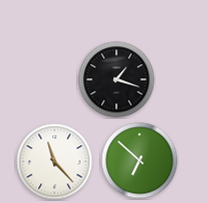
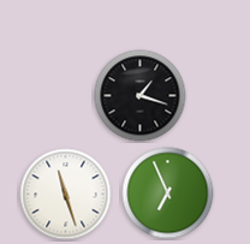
clock at (140, 161): 6:52 -> 6:56
clock at (55, 162): 11:23 -> 11:27
